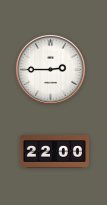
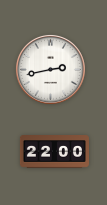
clock at (50, 69): 2:45 -> 2:43
